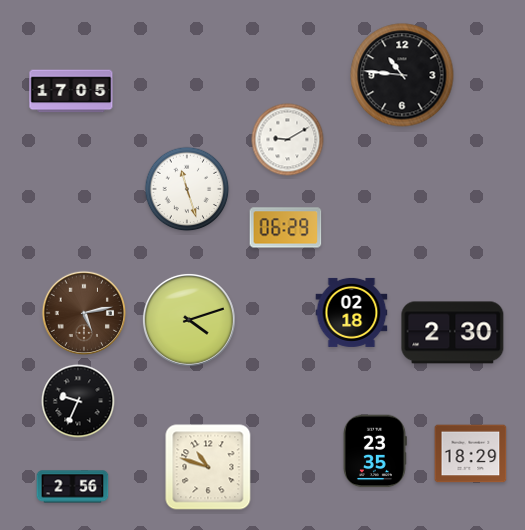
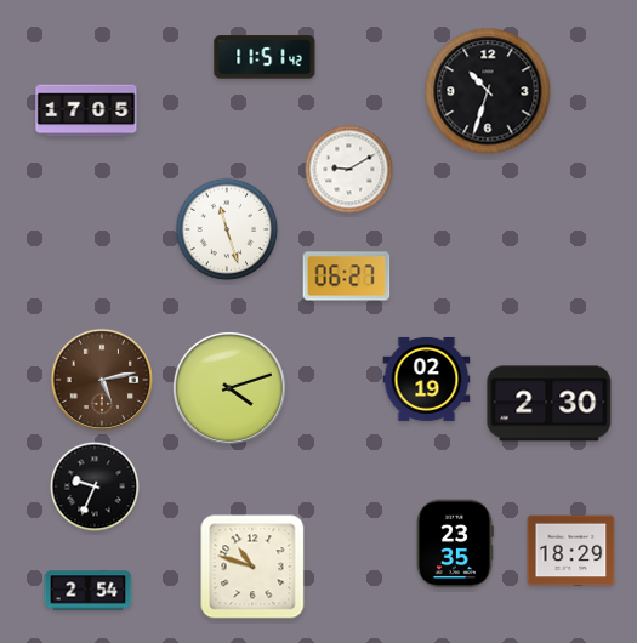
clock at (265, 57): none -> 11:51
clock at (402, 75): 10:46 -> 10:33
clock at (286, 228): 06:29 -> 06:27
clock at (352, 312): 02:18 -> 02:19
clock at (374, 451) position: (374, 451) -> (454, 544)
clock at (73, 487): 2:56 -> 2:54
